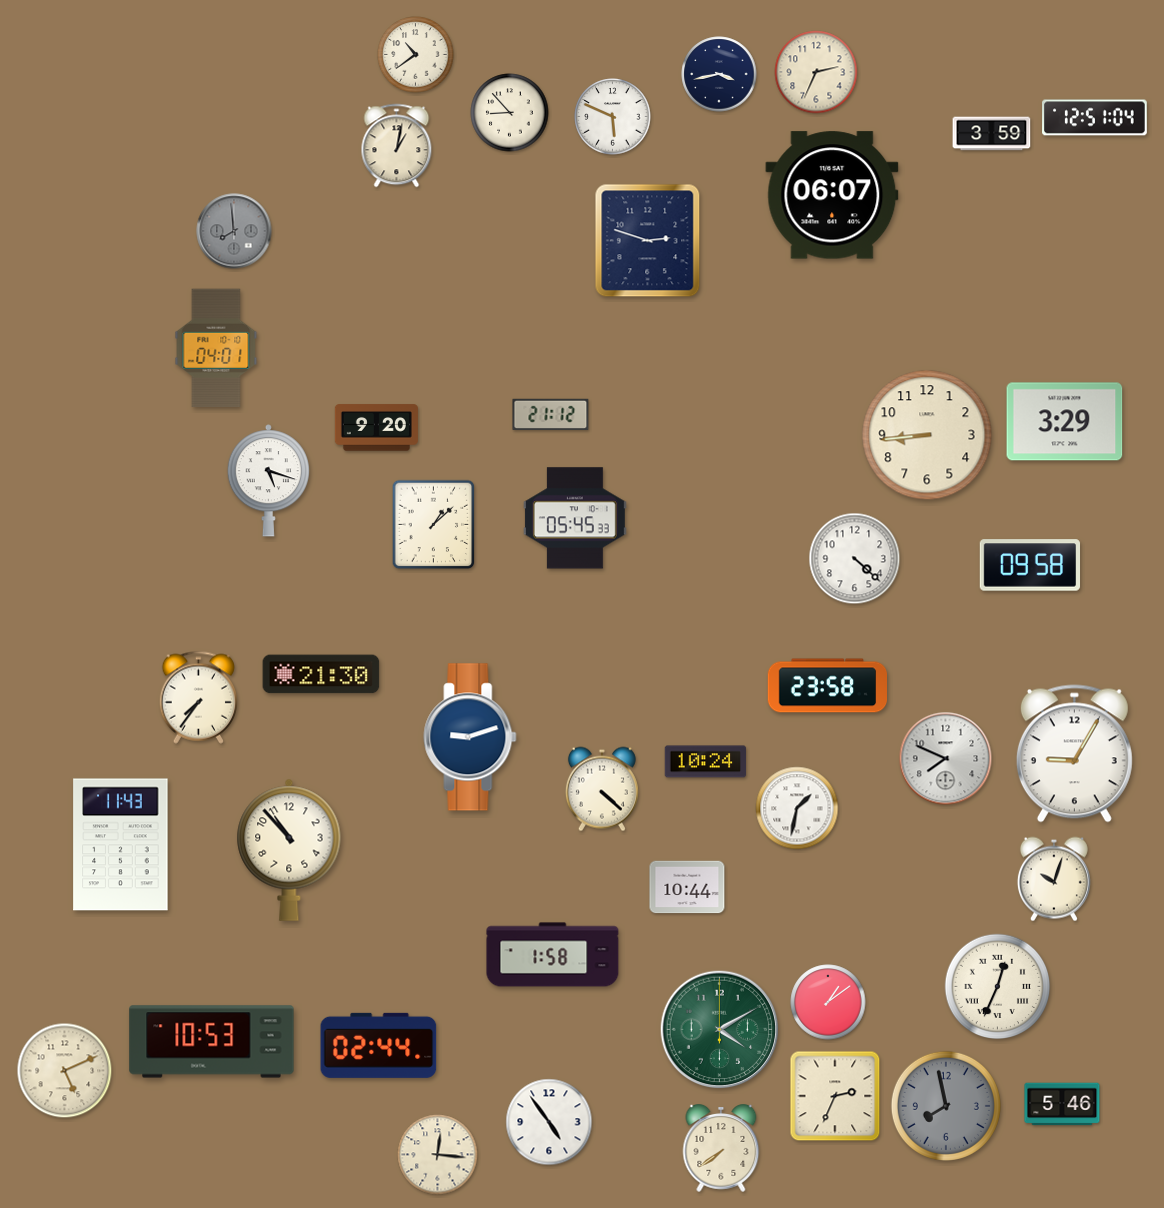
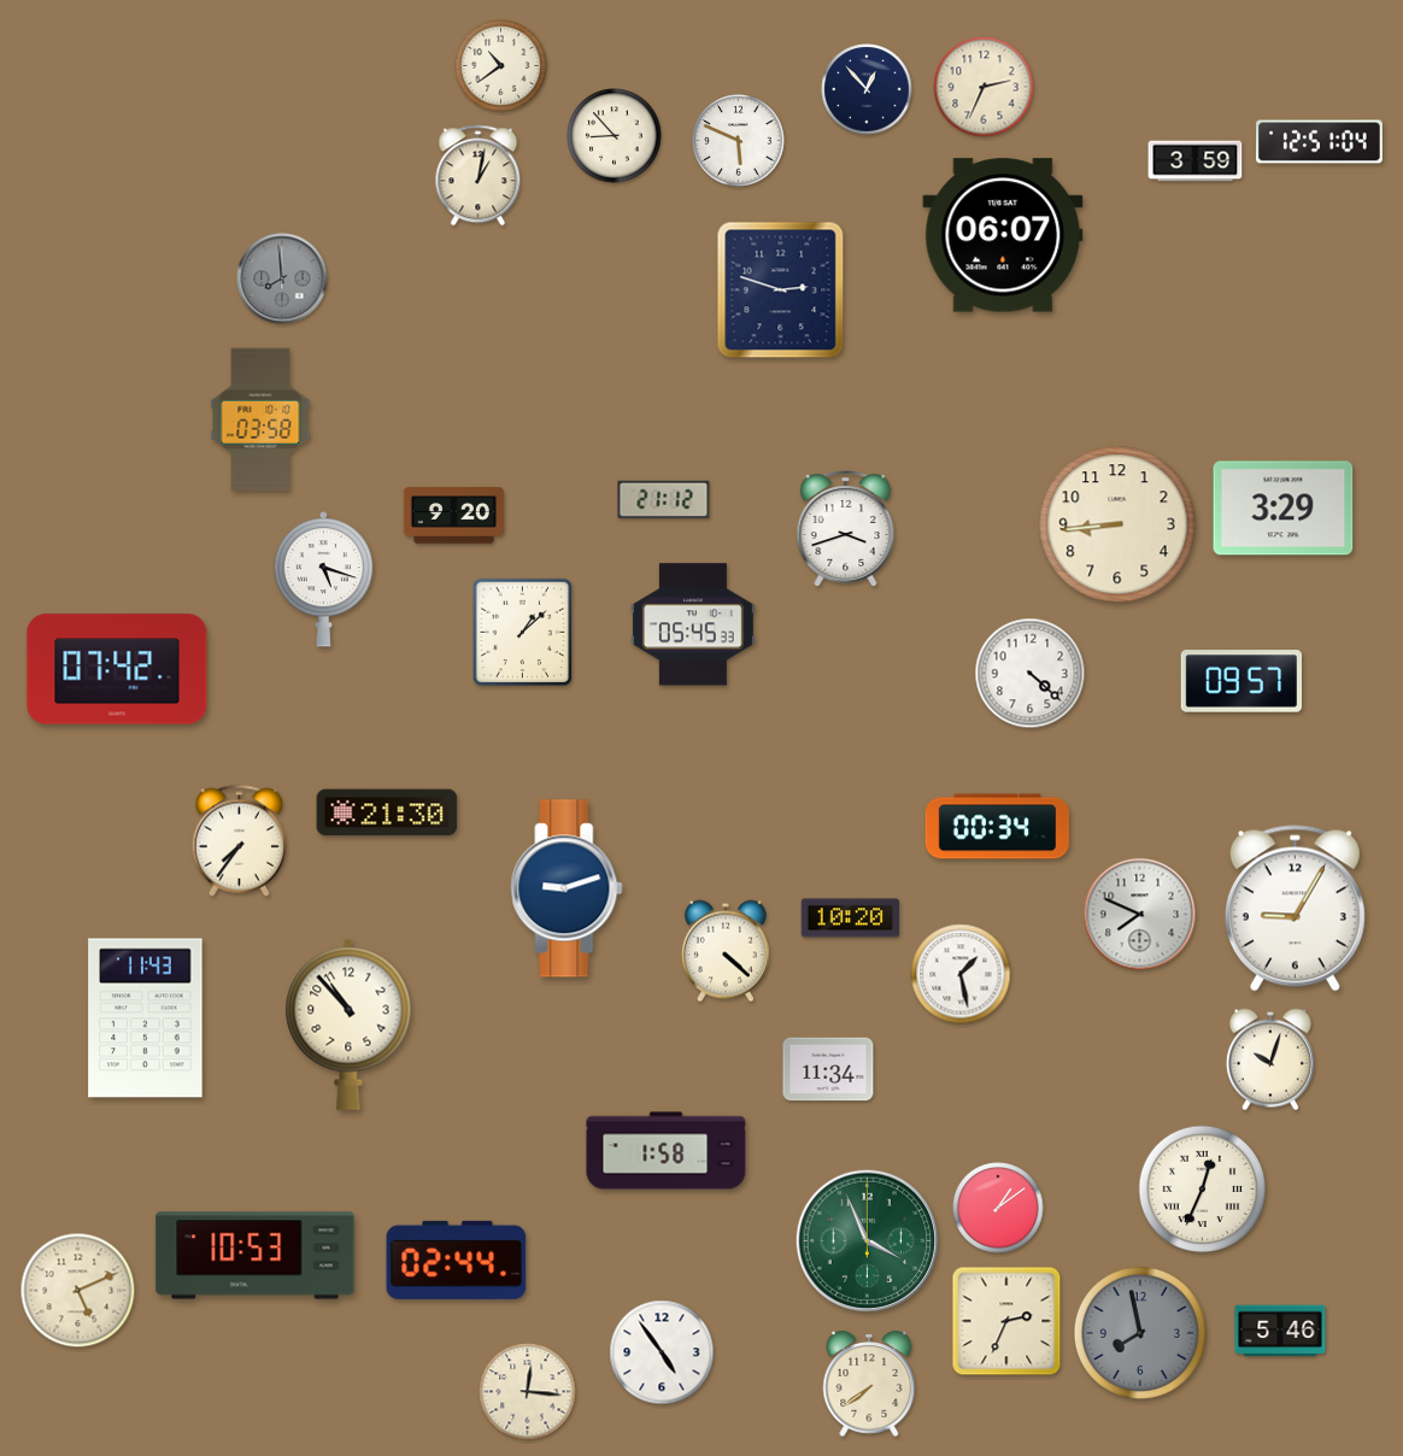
clock at (719, 74): 3:43 -> 12:53
clock at (216, 348): 04:01 -> 03:58
clock at (846, 529): none -> 3:42
clock at (117, 669): none -> 07:42
clock at (1030, 565): 09:58 -> 09:57
clock at (827, 686): 23:58 -> 00:34
clock at (706, 762): 10:24 -> 10:20
clock at (797, 808): 1:32 -> 1:28
clock at (687, 887): 10:44 -> 11:34
clock at (720, 1030): 4:10 -> 3:56
